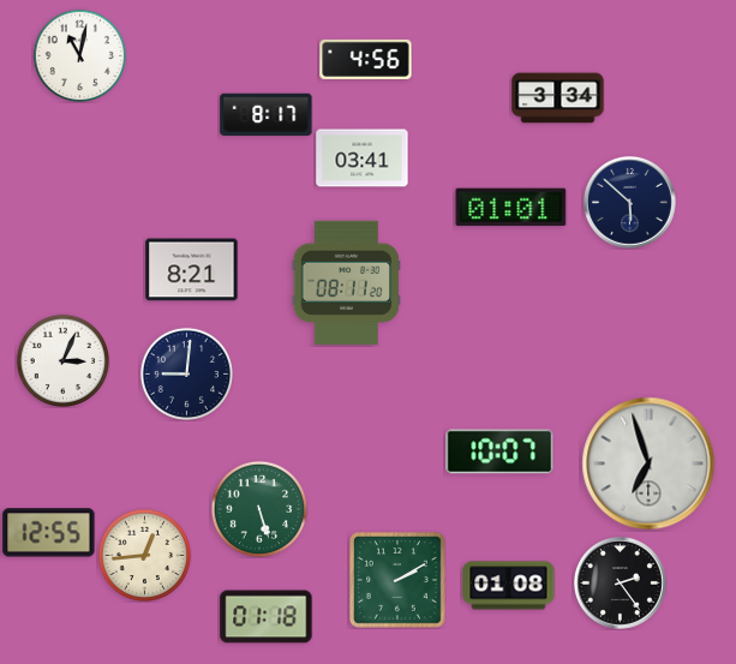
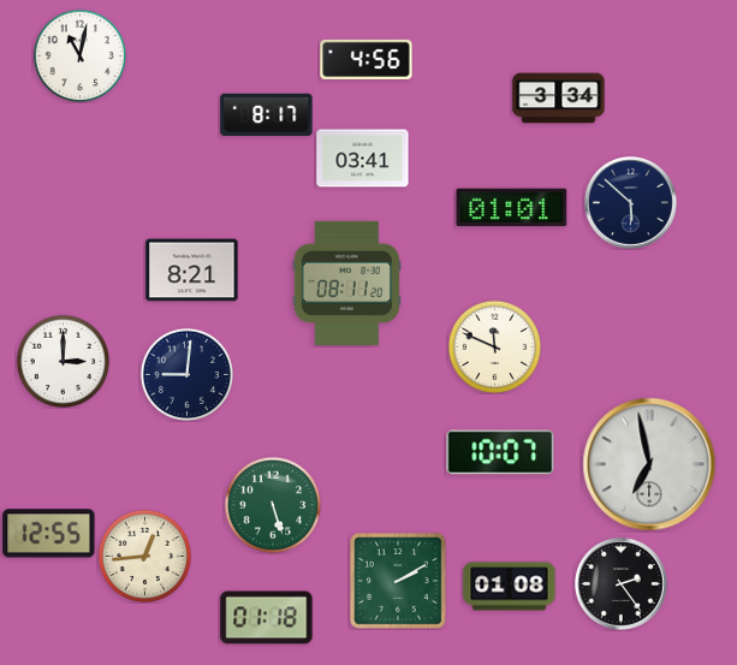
clock at (494, 346): none -> 11:49
clock at (62, 360): 3:04 -> 3:00
clock at (648, 463): 6:57 -> 6:58
clock at (259, 509) position: (259, 509) -> (273, 505)
